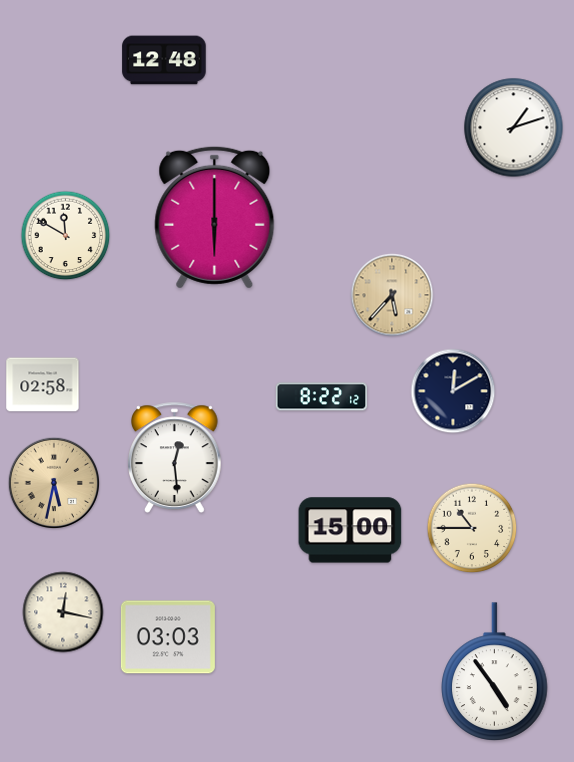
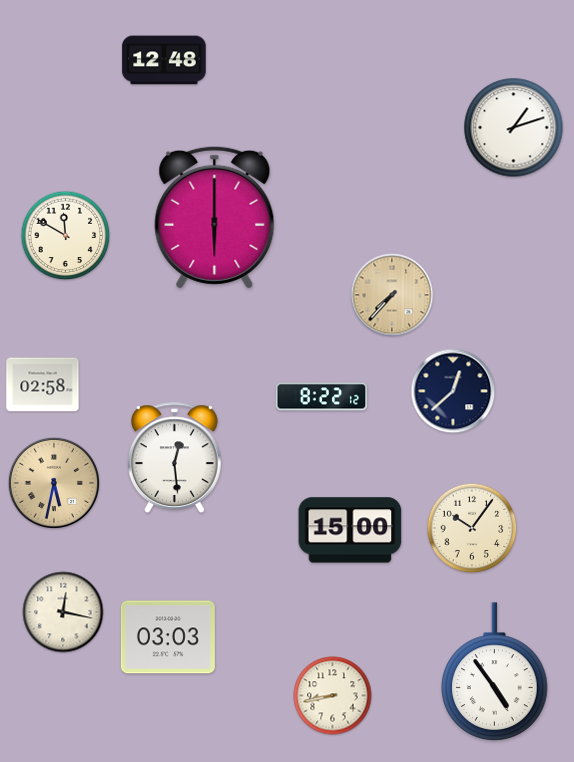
clock at (392, 295): 5:37 -> 7:37
clock at (453, 391): 12:10 -> 12:38
clock at (472, 528): 10:45 -> 10:06
clock at (333, 696): none -> 8:43
